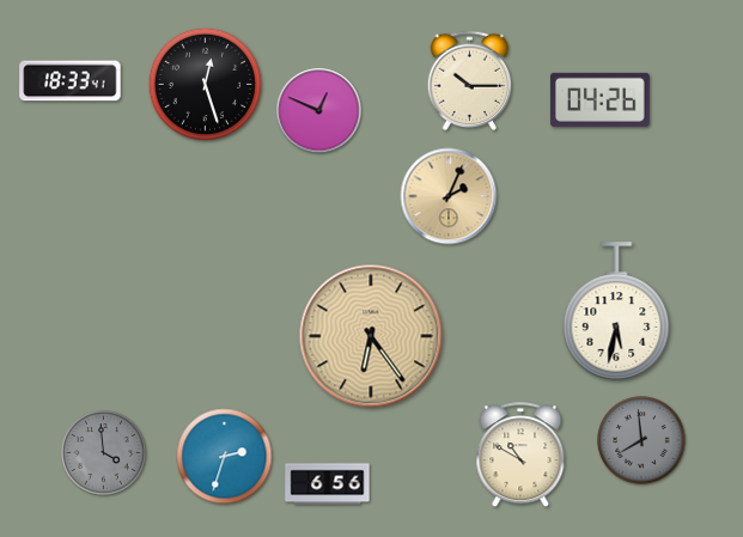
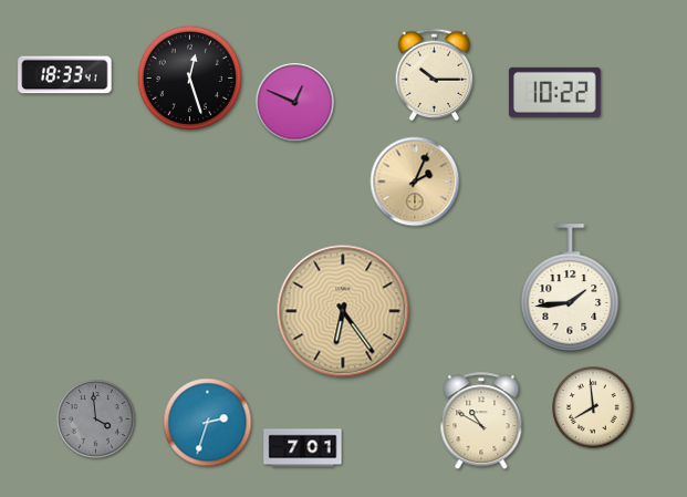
clock at (599, 99): 04:26 -> 10:22
clock at (616, 311): 5:32 -> 1:44
clock at (641, 440) dial: grey -> cream
clock at (328, 484): 6:56 -> 7:01
